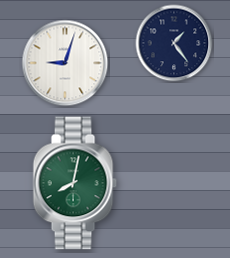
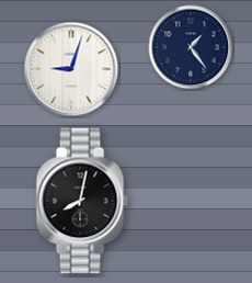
clock at (75, 183) dial: green -> black
